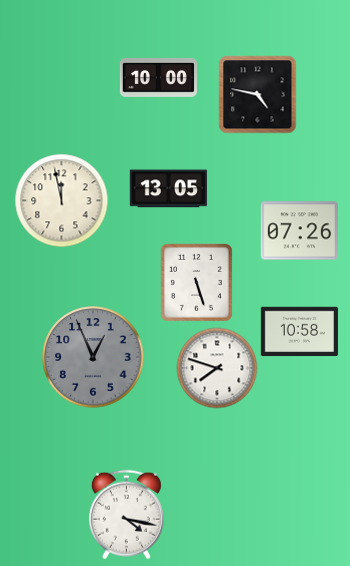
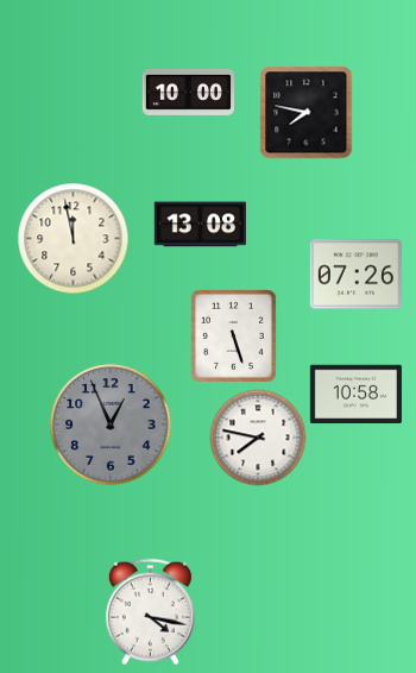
clock at (257, 94): 4:47 -> 7:47
clock at (168, 189): 13:05 -> 13:08
clock at (217, 368): 7:48 -> 7:47
